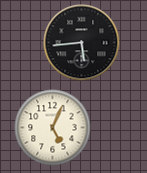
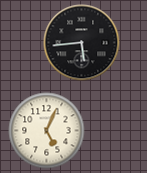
clock at (53, 128) position: (53, 128) -> (47, 131)
